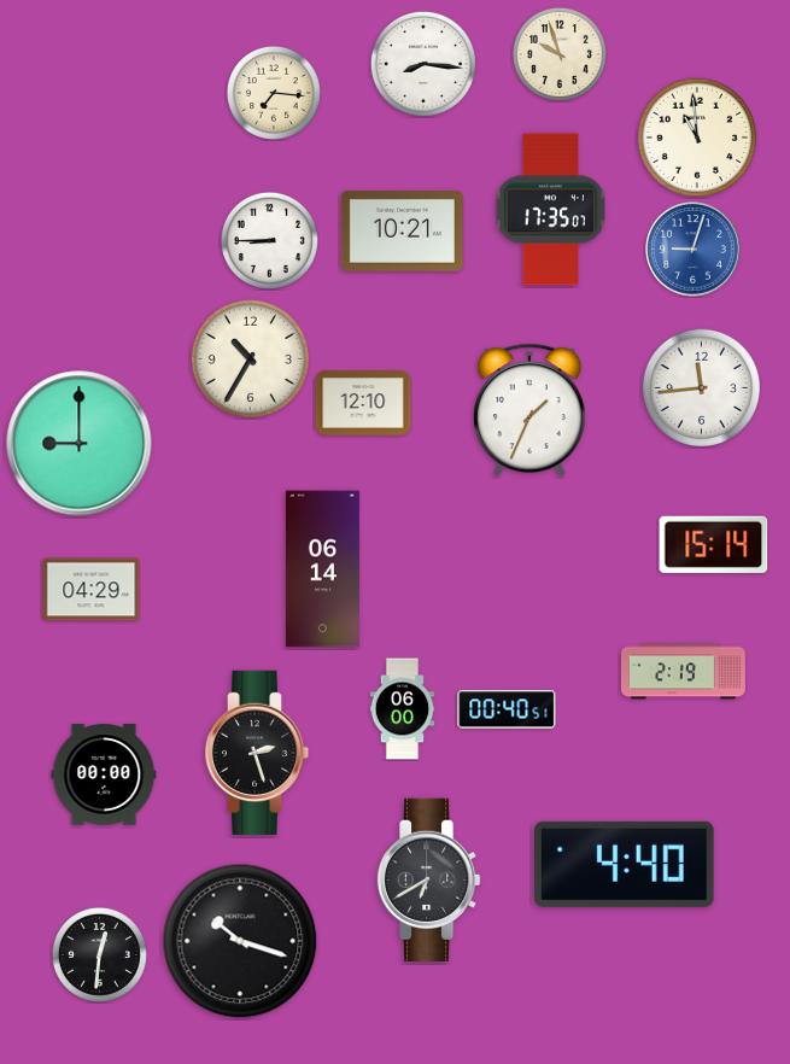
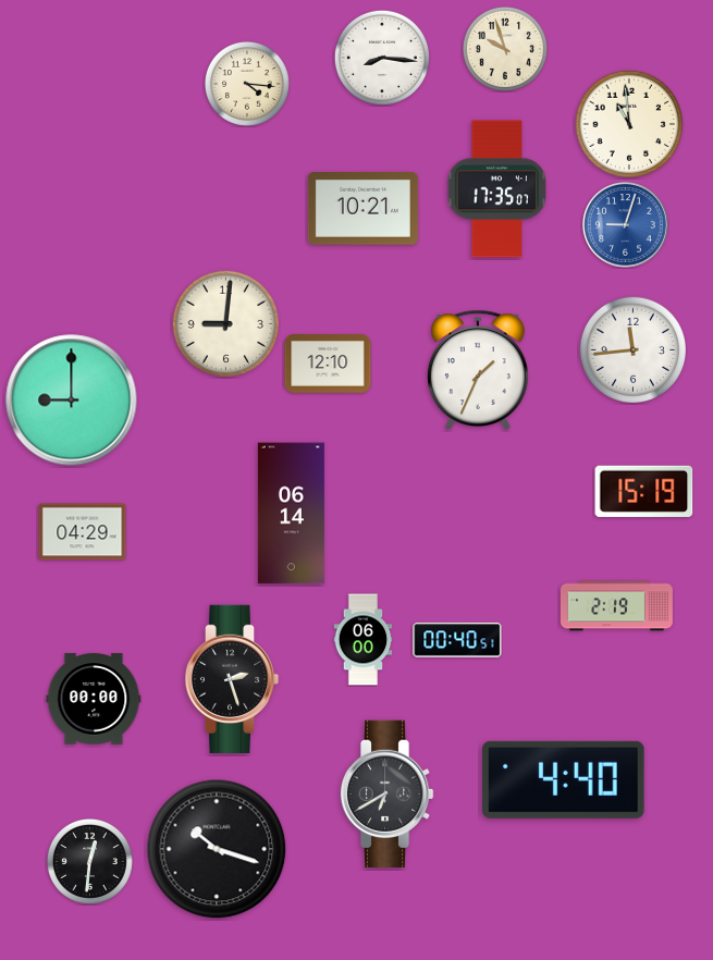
clock at (274, 93): 7:16 -> 4:16
clock at (269, 240): 8:45 -> none
clock at (250, 358): 10:35 -> 9:01
clock at (714, 544): 15:14 -> 15:19
